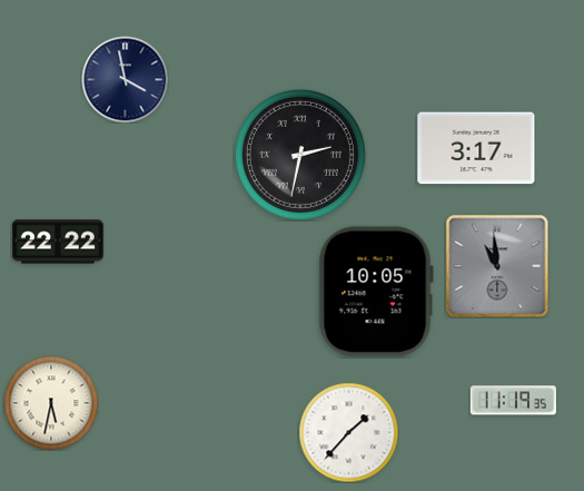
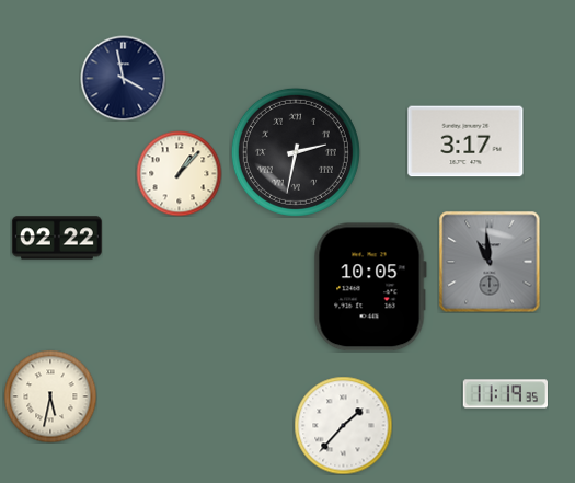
clock at (476, 148) position: (476, 148) -> (465, 141)
clock at (179, 173): none -> 1:07
clock at (58, 242): 22:22 -> 02:22
